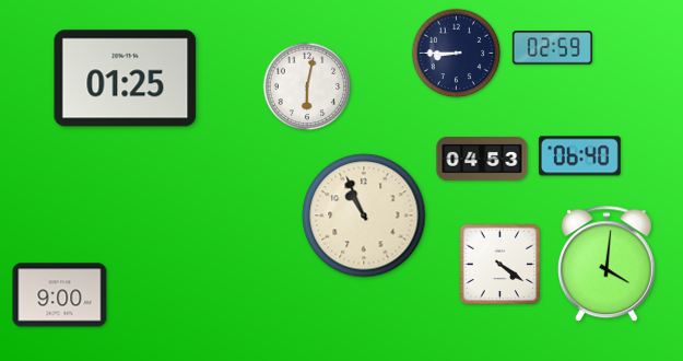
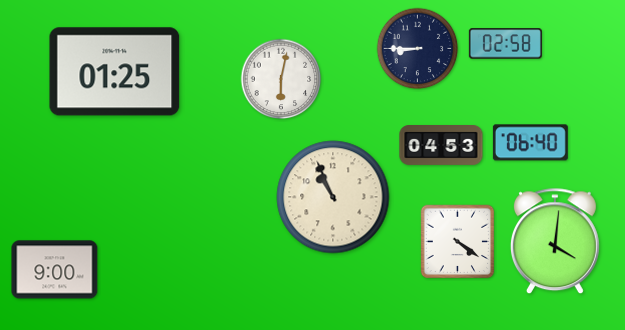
clock at (552, 48): 02:59 -> 02:58
